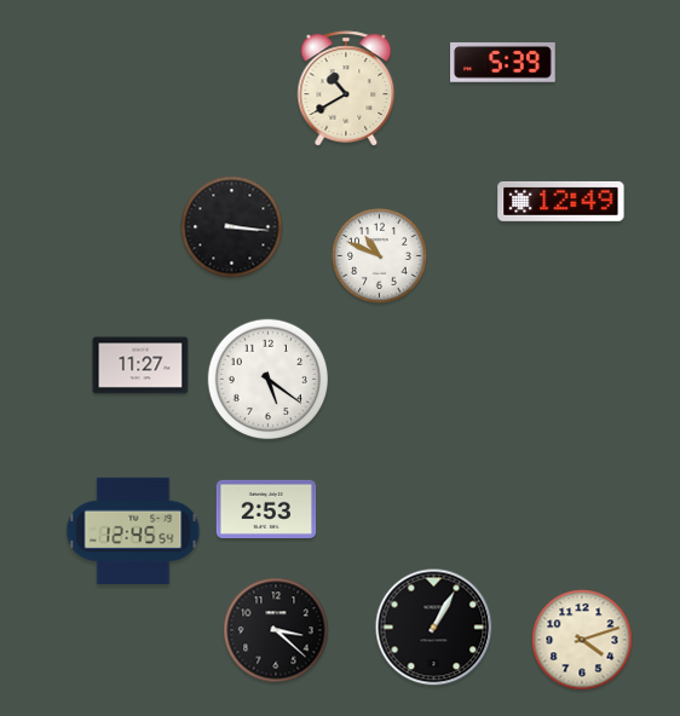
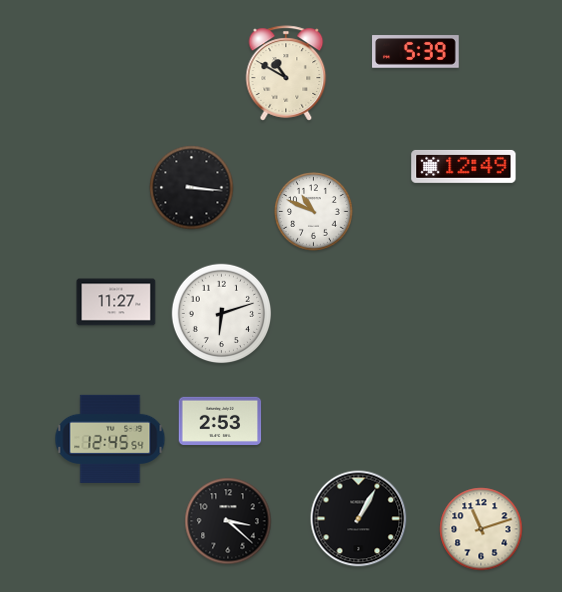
clock at (346, 88): 10:40 -> 10:50
clock at (269, 380): 5:21 -> 6:12
clock at (582, 640): 4:12 -> 11:12
